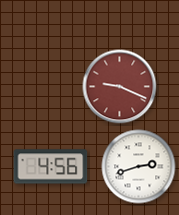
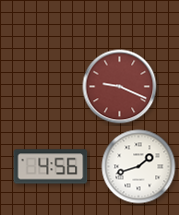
clock at (139, 167): 2:42 -> 1:42
